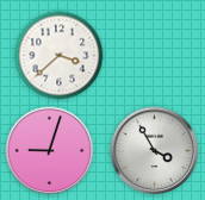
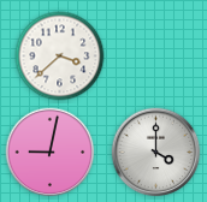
clock at (50, 151): 9:03 -> 9:02
clock at (155, 151): 3:55 -> 4:00
